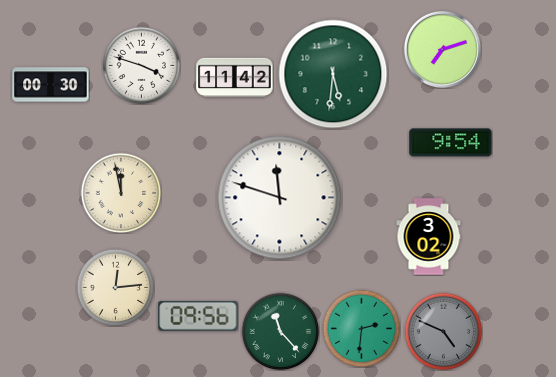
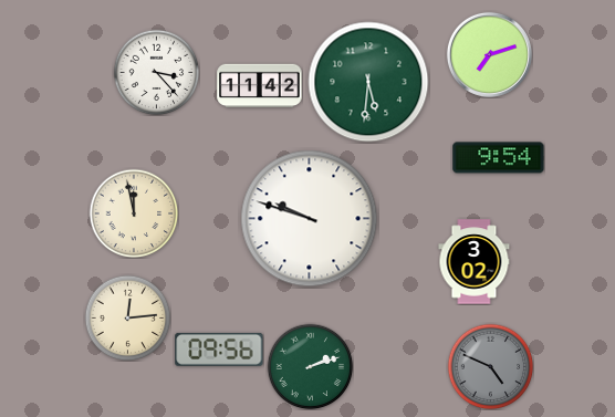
clock at (141, 65): 3:48 -> 3:23
clock at (51, 85): 00:30 -> none
clock at (280, 198): 11:48 -> 9:48
clock at (361, 328): 2:31 -> none
clock at (280, 331): 11:23 -> 2:12
